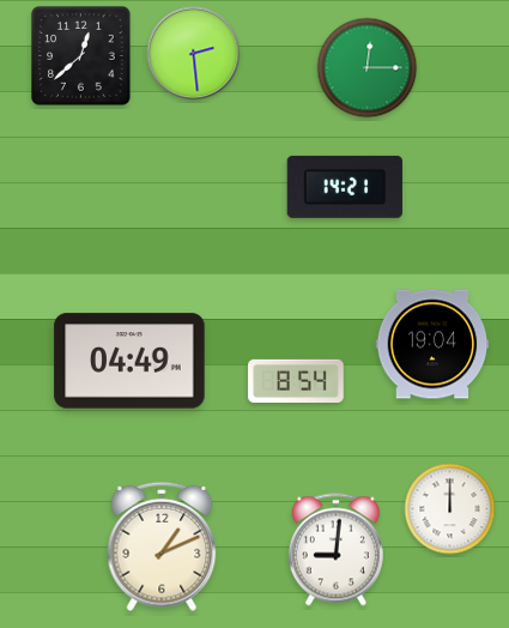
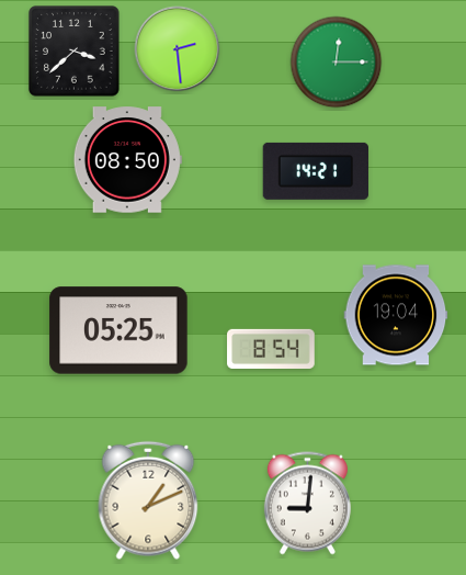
clock at (81, 56): 12:38 -> 3:38
clock at (127, 160): none -> 08:50
clock at (129, 361): 04:49 -> 05:25
clock at (450, 509): 12:00 -> none
